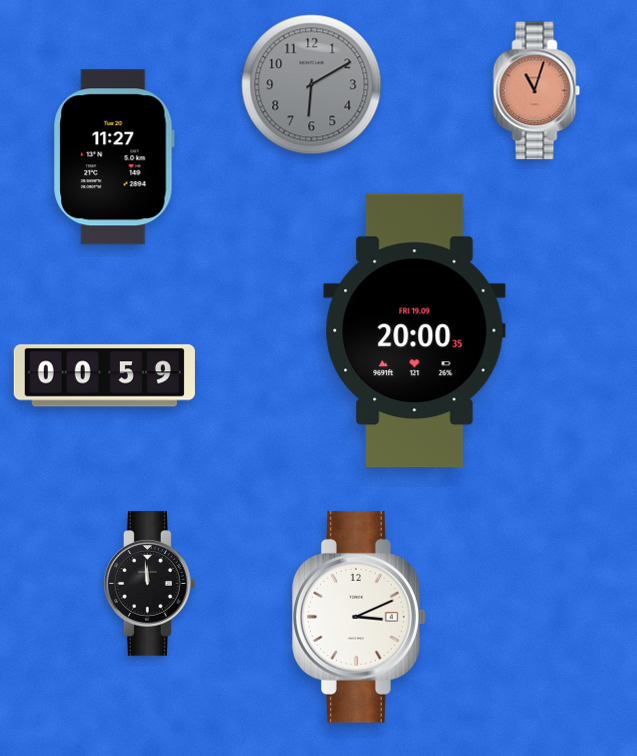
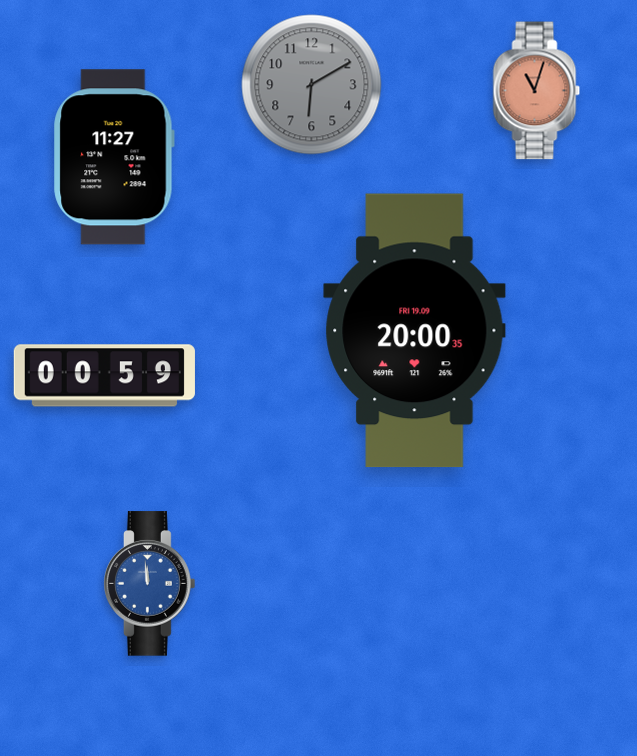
clock at (150, 584) dial: black -> blue
clock at (360, 617): 3:11 -> none
